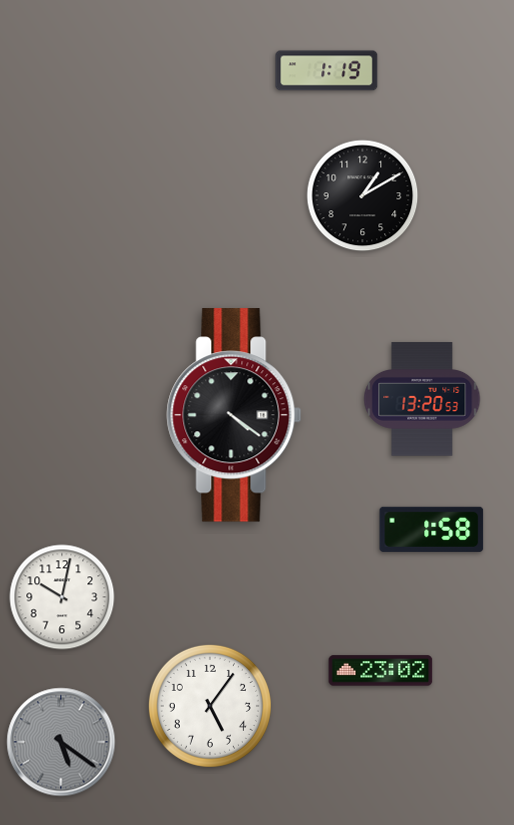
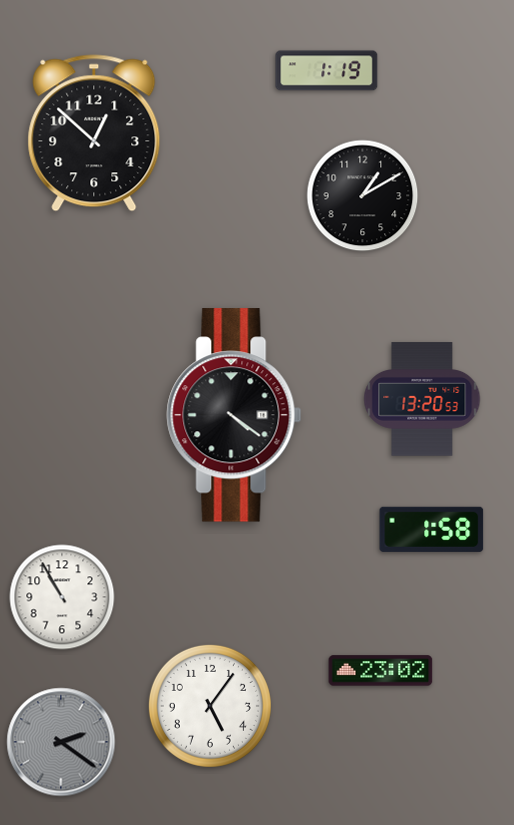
clock at (94, 133): none -> 12:52
clock at (62, 597): 10:02 -> 10:55
clock at (61, 742): 5:21 -> 2:21
